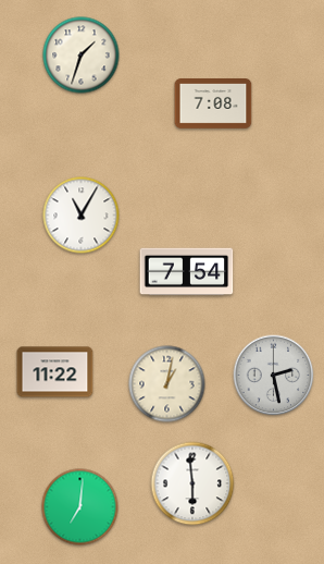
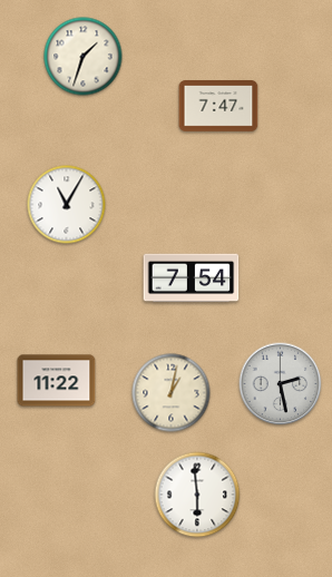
clock at (213, 105): 7:08 -> 7:47
clock at (82, 216) position: (82, 216) -> (67, 205)
clock at (80, 507): 7:01 -> none
